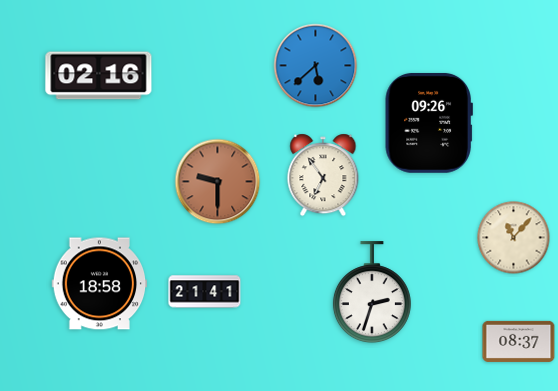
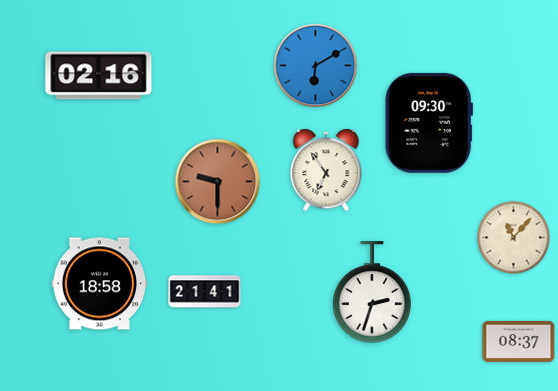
clock at (316, 66): 5:38 -> 6:10
clock at (429, 123): 09:26 -> 09:30
clock at (323, 175) position: (323, 175) -> (326, 170)
